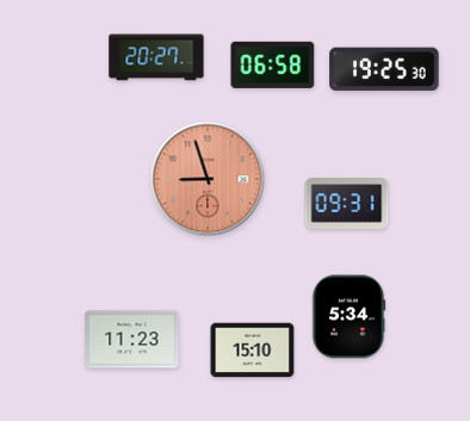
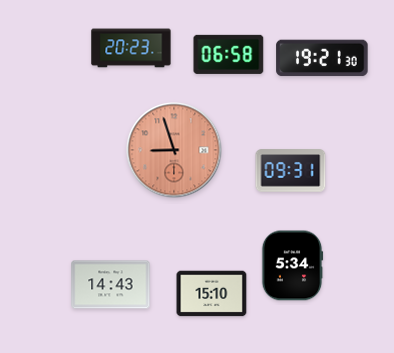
clock at (156, 57): 20:27 -> 20:23
clock at (384, 69): 19:25 -> 19:21
clock at (132, 340): 11:23 -> 14:43
